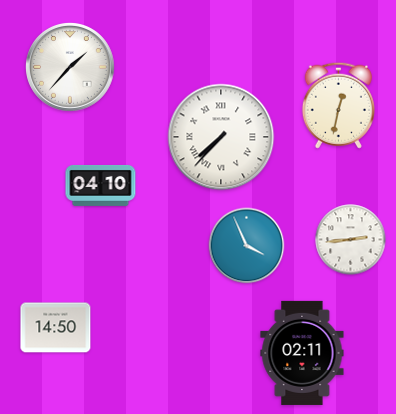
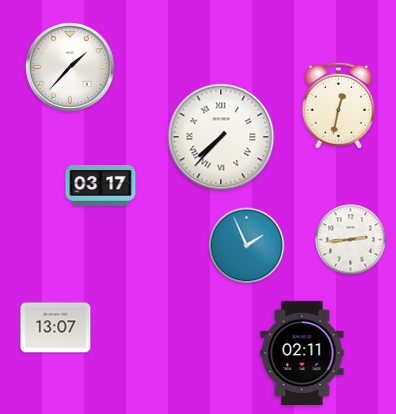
clock at (101, 185): 04:10 -> 03:17
clock at (247, 246): 3:56 -> 1:56
clock at (56, 328): 14:50 -> 13:07
